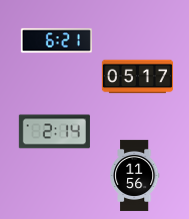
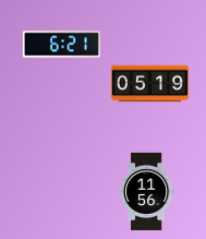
clock at (137, 77): 05:17 -> 05:19
clock at (54, 132): 2:14 -> none
